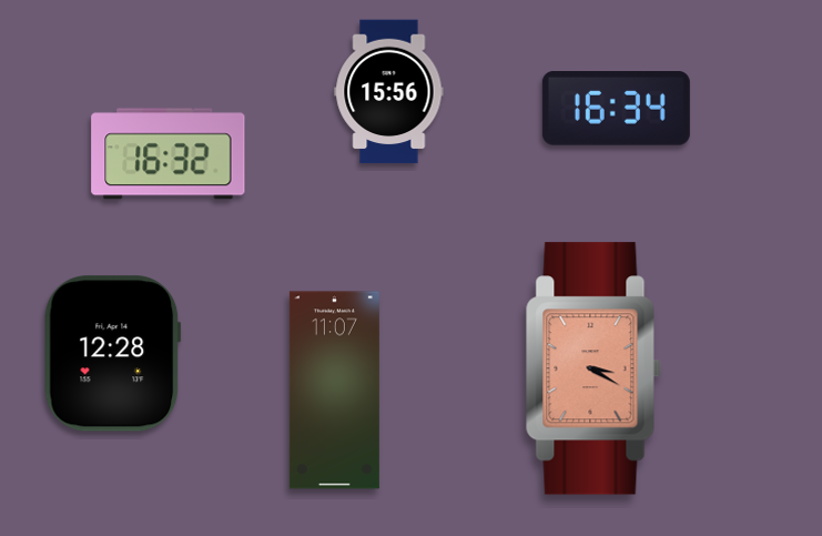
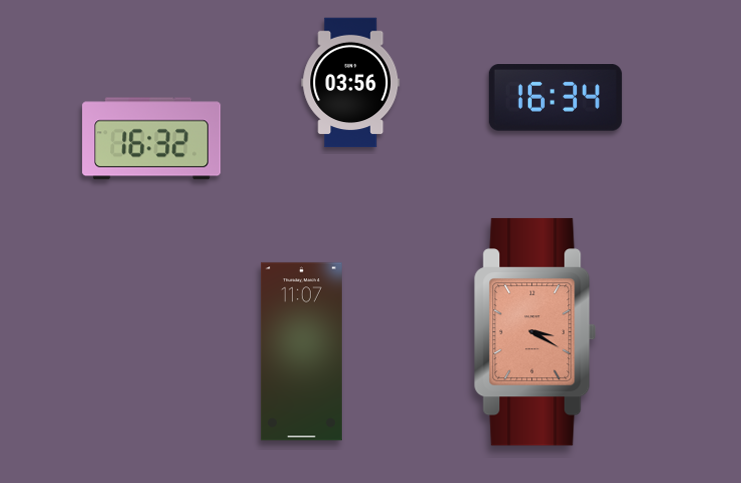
clock at (389, 92): 15:56 -> 03:56
clock at (112, 354): 12:28 -> none
